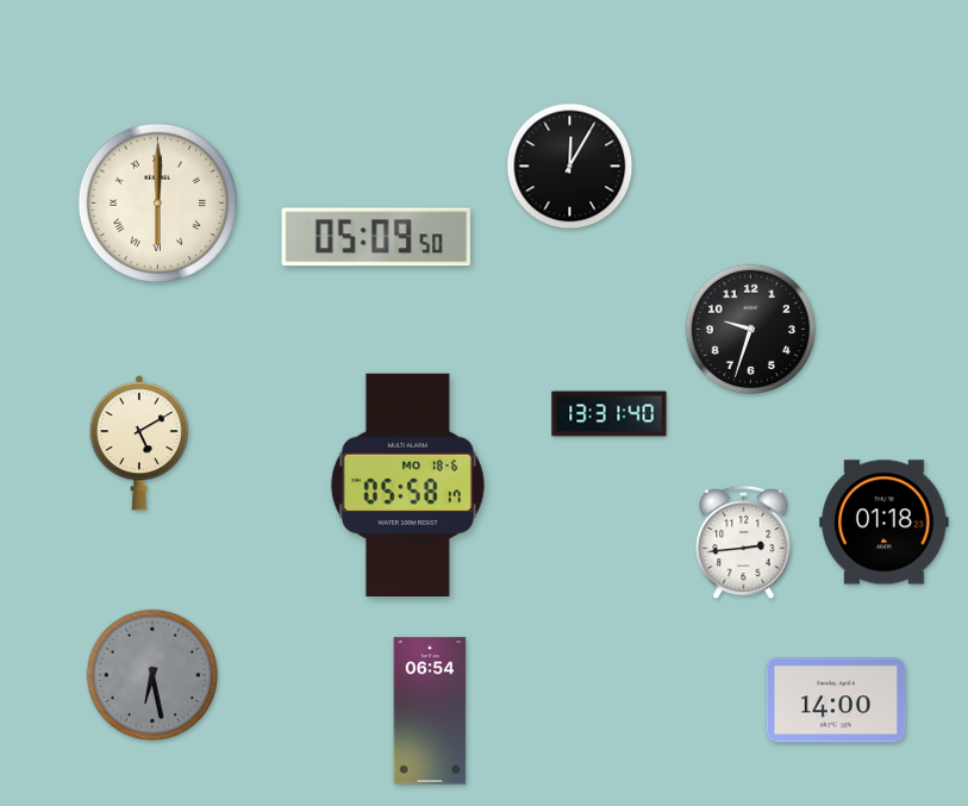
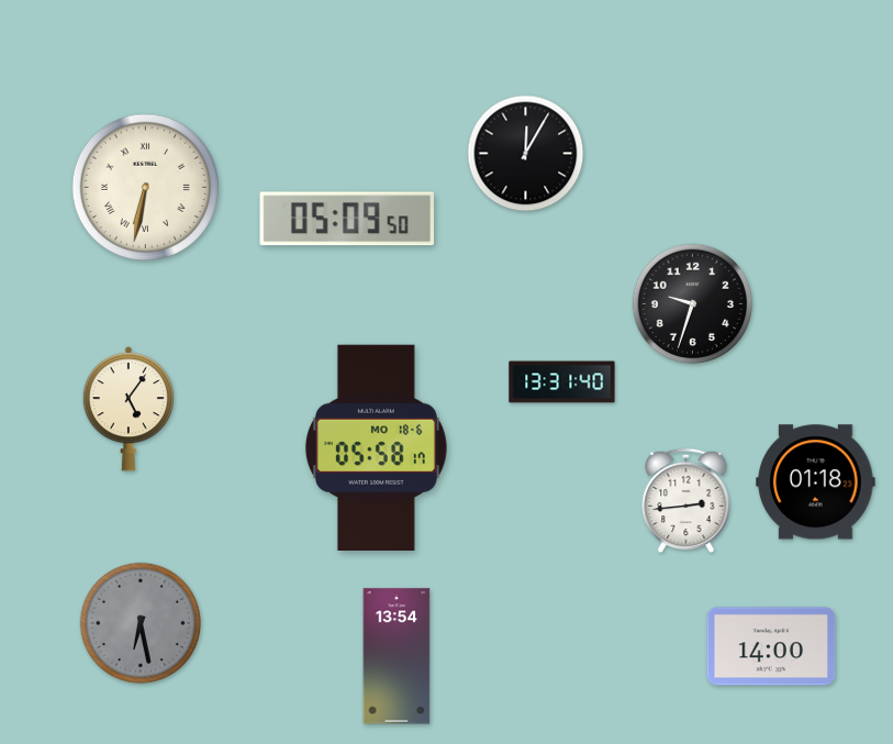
clock at (158, 204): 6:00 -> 6:32
clock at (139, 443): 5:10 -> 5:06
clock at (430, 711): 06:54 -> 13:54
